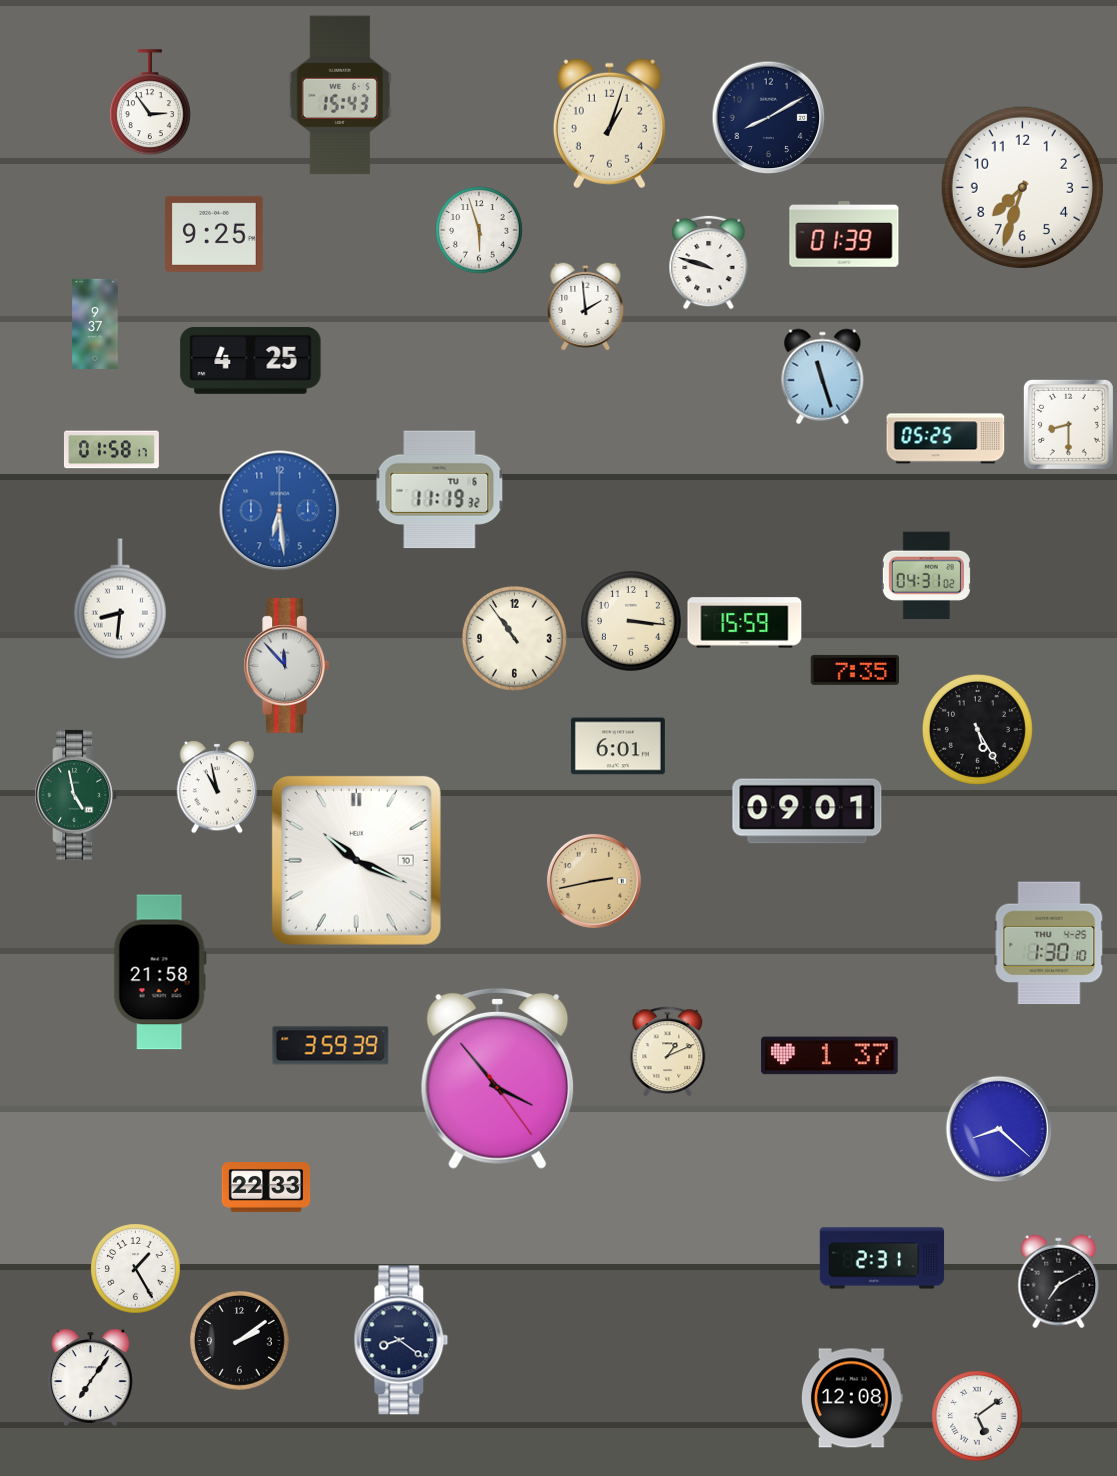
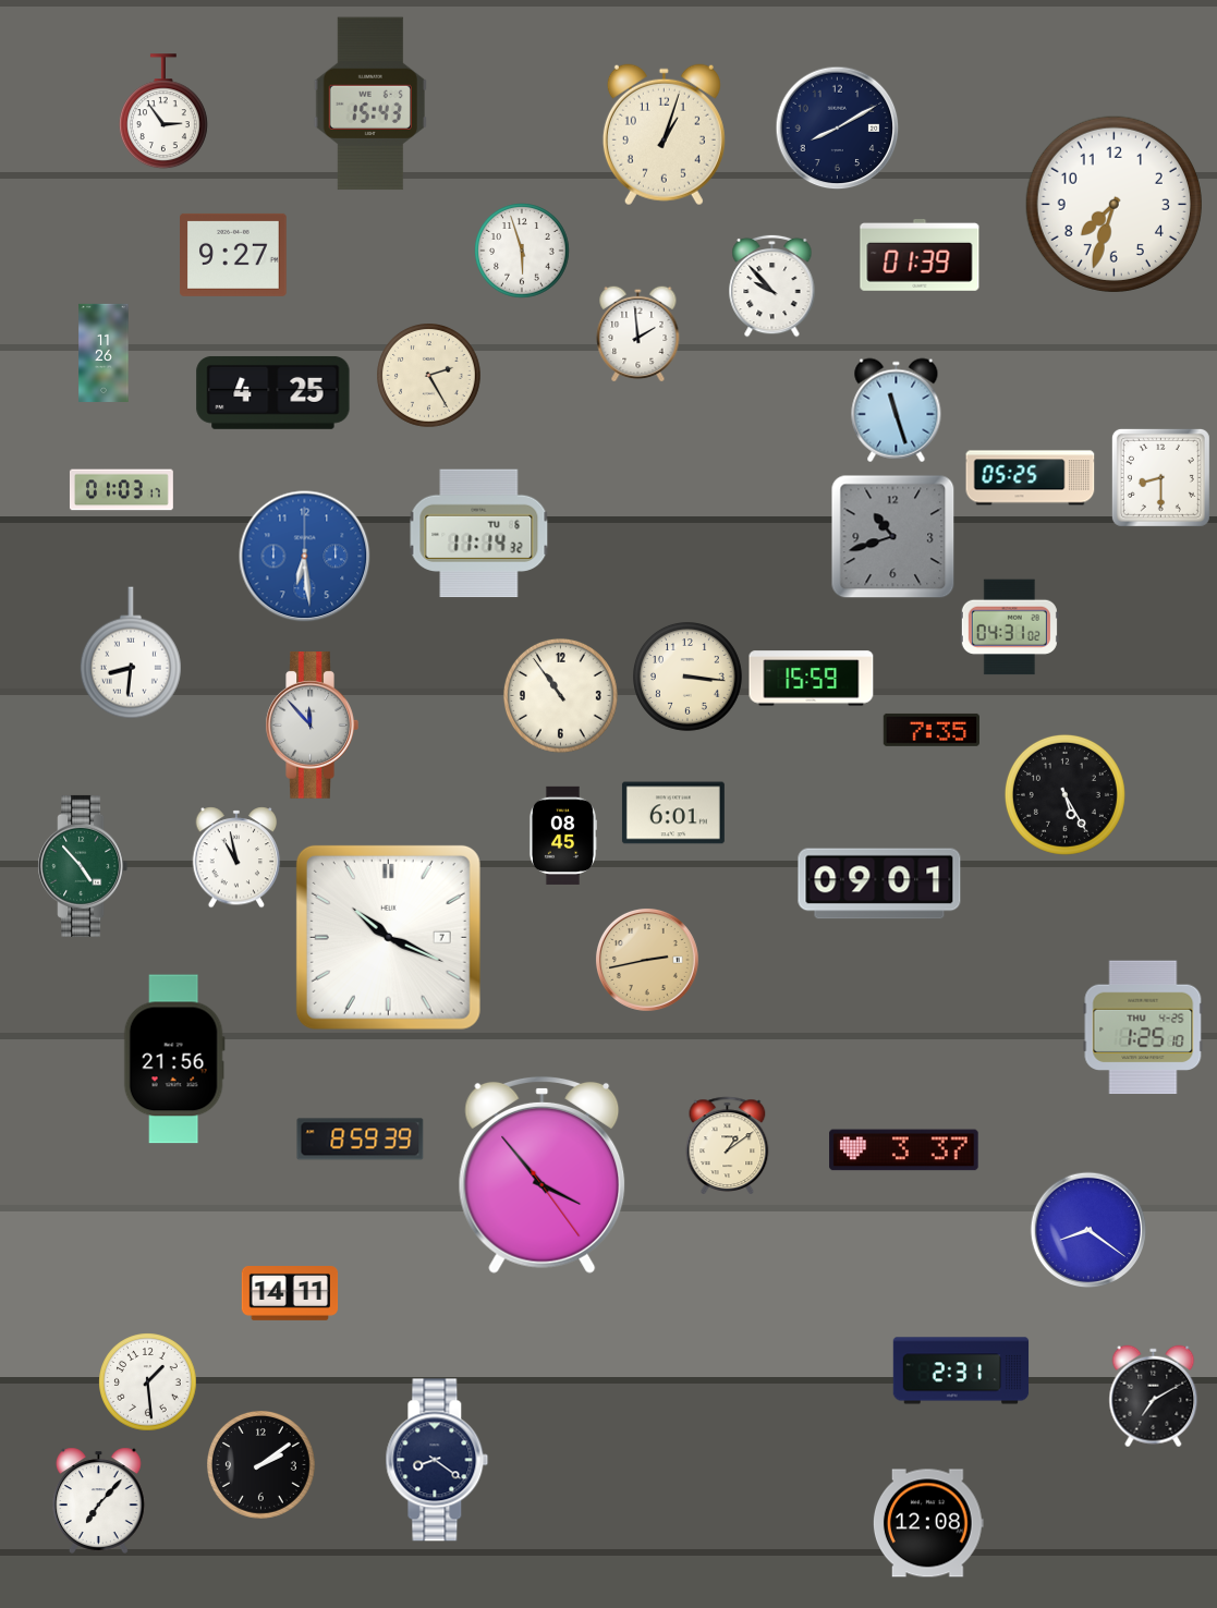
clock at (214, 234): 9:25 -> 9:27
clock at (709, 262): 9:48 -> 9:53
clock at (95, 323): 9:37 -> 11:26
clock at (429, 376): none -> 2:25
clock at (1068, 424) position: (1068, 424) -> (1160, 477)
clock at (111, 450): 01:58 -> 01:03
clock at (440, 490): 11:19 -> 11:14
clock at (893, 537): none -> 10:42
clock at (562, 836): none -> 08:45
clock at (76, 795): 4:58 -> 4:53
clock at (356, 860) date: 10 -> 7
clock at (1049, 943): 1:30 -> 1:25
clock at (160, 972): 21:58 -> 21:56
clock at (331, 1046): 3:59 -> 8:59
clock at (668, 1051): 1:11 -> 1:09
clock at (830, 1056): 1:37 -> 3:37
clock at (998, 1128): 8:22 -> 8:21
clock at (266, 1188): 22:33 -> 14:11
clock at (136, 1269): 1:25 -> 1:29
clock at (240, 1341) position: (240, 1341) -> (261, 1465)
clock at (90, 1377): 7:06 -> 7:07
clock at (977, 1416): 5:09 -> none
